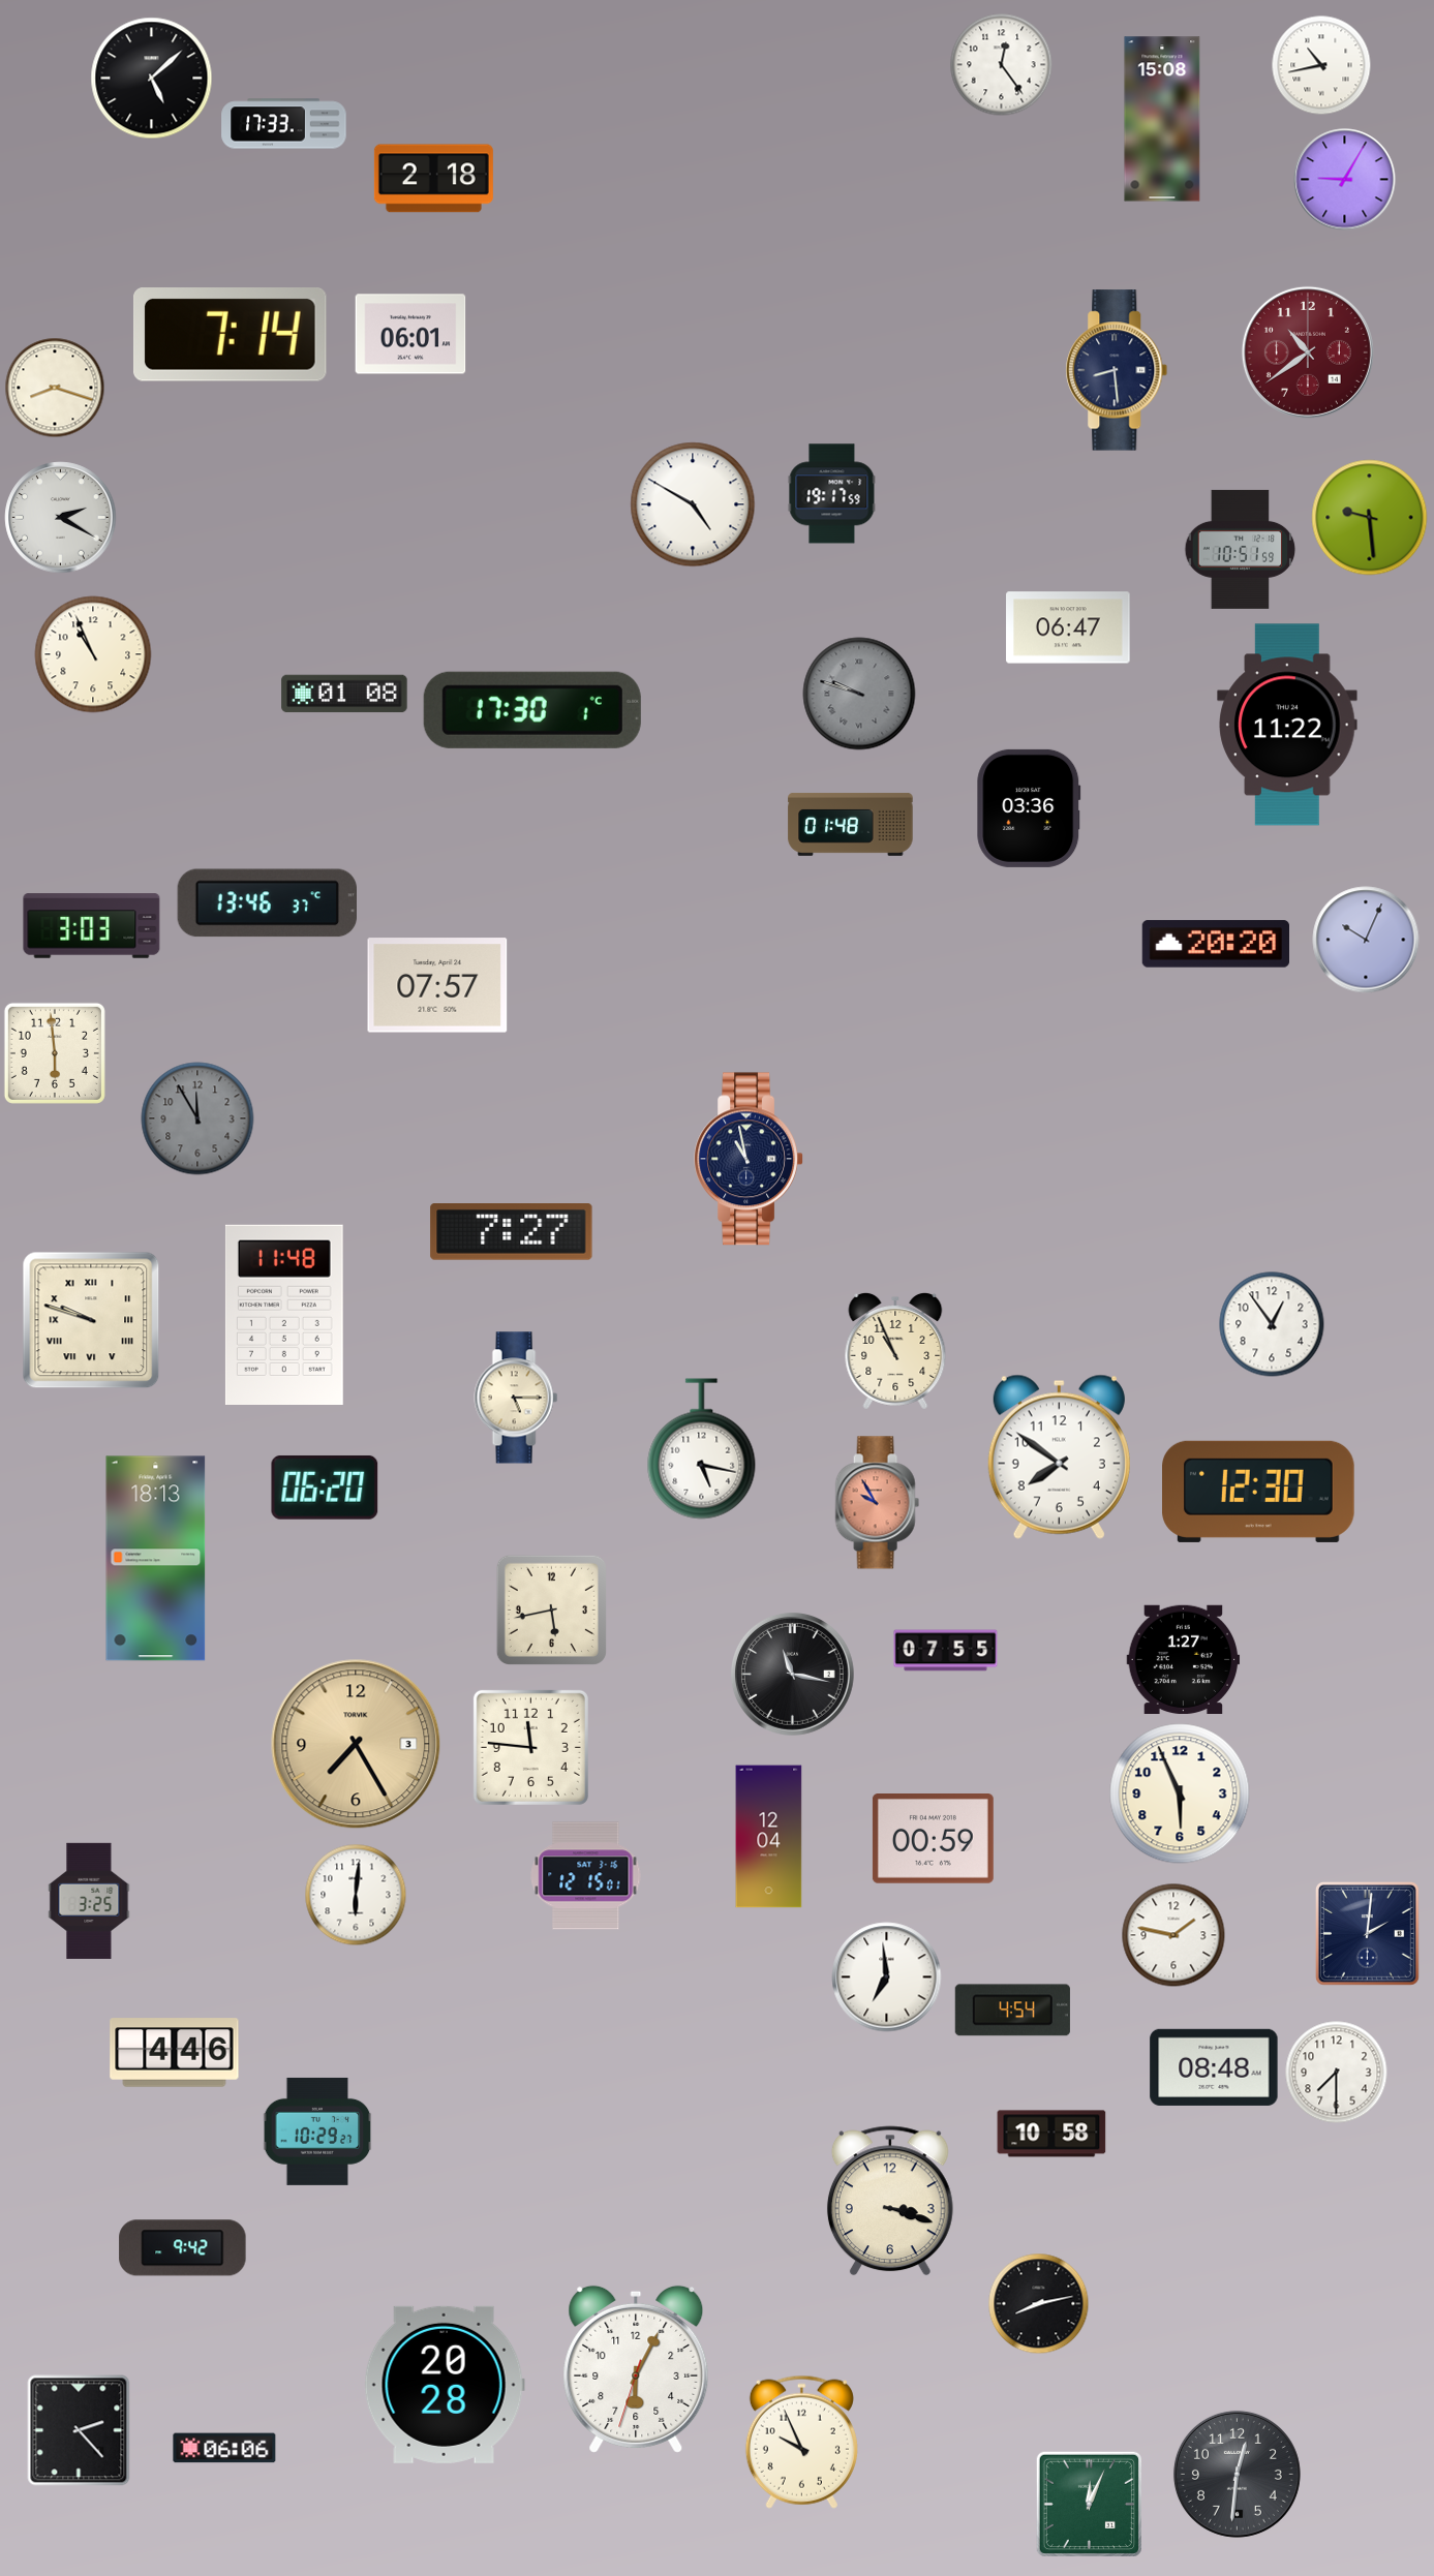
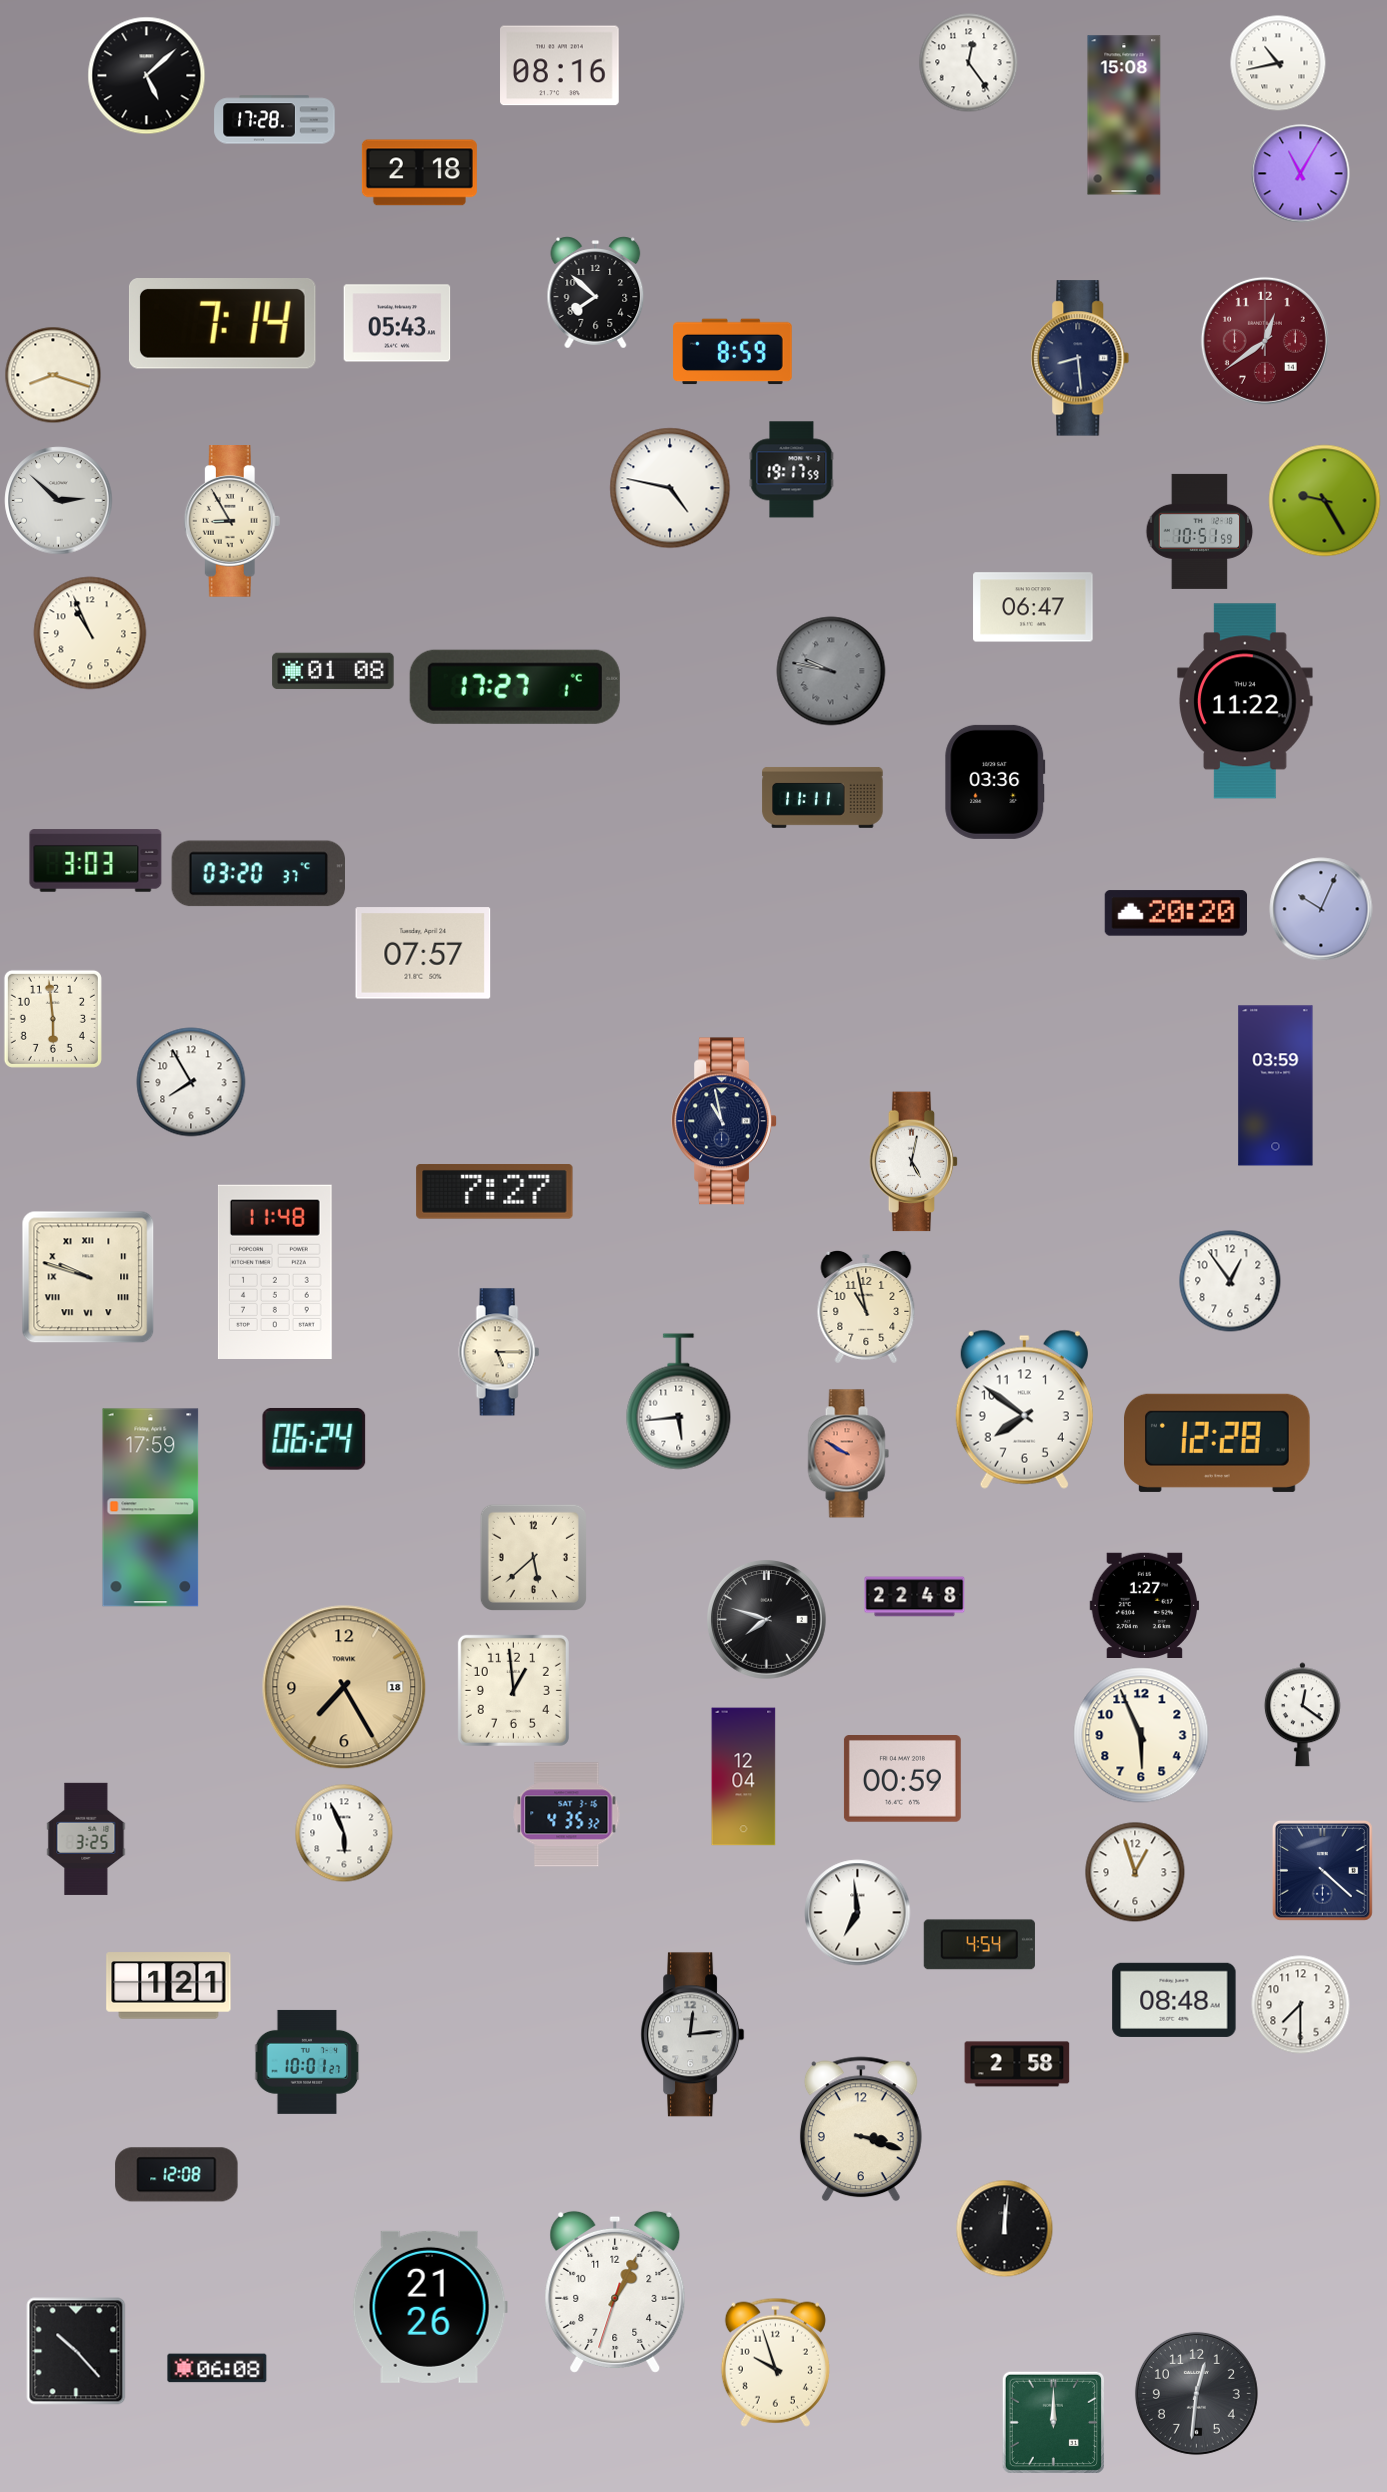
clock at (560, 66): none -> 08:16
clock at (284, 124): 17:33 -> 17:28
clock at (1345, 180): 9:05 -> 11:05
clock at (596, 293): none -> 7:52
clock at (410, 334): 06:01 -> 05:43
clock at (1308, 352): 10:39 -> 12:39
clock at (733, 352): none -> 8:59
clock at (832, 494) position: (832, 494) -> (792, 470)
clock at (693, 504): 4:50 -> 4:47
clock at (61, 518): 2:20 -> 2:52
clock at (1370, 518): 9:29 -> 9:25
clock at (232, 522): none -> 8:55
clock at (859, 694): 9:48 -> 9:47
clock at (532, 710): 17:30 -> 17:27
clock at (851, 824): 01:48 -> 11:11
clock at (267, 903): 13:46 -> 03:20
clock at (92, 926) position: (92, 926) -> (96, 861)
clock at (197, 1118): 11:55 -> 7:55
clock at (197, 1118) dial: grey -> white
clock at (1276, 1086): none -> 03:59
clock at (914, 1162): none -> 5:02
clock at (895, 1351): 10:56 -> 10:58
clock at (702, 1449): 5:17 -> 5:44
clock at (325, 1488): 06:20 -> 06:24
clock at (1258, 1492): 12:30 -> 12:28
clock at (877, 1503): 9:55 -> 9:50
clock at (156, 1559): 18:13 -> 17:59
clock at (551, 1609): 5:43 -> 5:38
clock at (946, 1651): 07:55 -> 22:48
clock at (792, 1674): 11:17 -> 7:48
clock at (356, 1744) date: 3 -> 18
clock at (530, 1747): 11:46 -> 12:59
clock at (1302, 1715): none -> 12:21
clock at (586, 1876): 12:15 -> 4:35
clock at (356, 1895): 6:01 -> 5:56
clock at (1367, 1933): 2:01 -> 4:22
clock at (1173, 1935): 1:47 -> 12:57
clock at (175, 2053): 4:46 -> 1:21
clock at (1337, 2073) position: (1337, 2073) -> (1301, 2005)
clock at (693, 2035): none -> 12:14
clock at (317, 2132): 10:29 -> 10:01
clock at (1051, 2134): 10:58 -> 2:58
clock at (183, 2248): 9:42 -> 12:08
clock at (1039, 2304): 8:13 -> 12:01
clock at (636, 2369): 6:04 -> 1:04
clock at (445, 2385): 20:28 -> 21:26
clock at (79, 2430): 2:23 -> 10:23
clock at (801, 2442): 9:56 -> 9:57
clock at (224, 2448): 06:06 -> 06:08
clock at (1089, 2504): 12:04 -> 12:00
